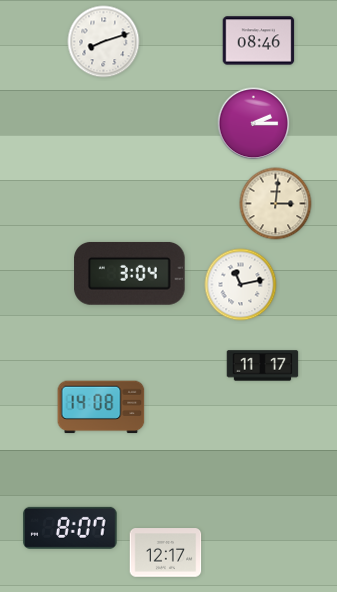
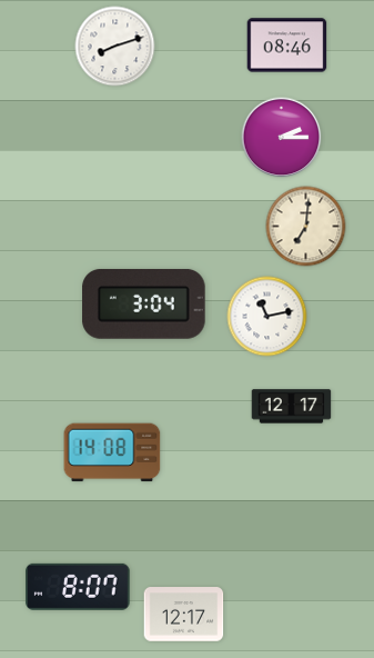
clock at (276, 204): 3:01 -> 7:01
clock at (263, 366): 11:17 -> 12:17
